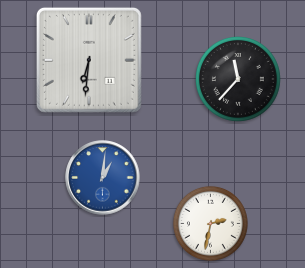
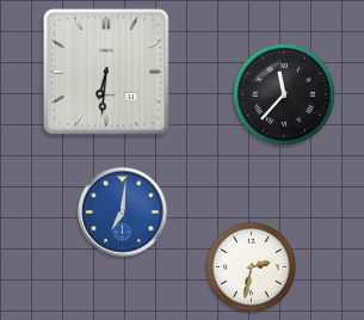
clock at (103, 178): 1:01 -> 7:01
